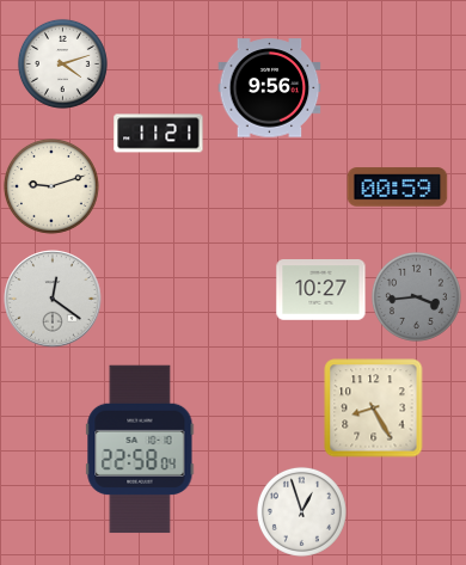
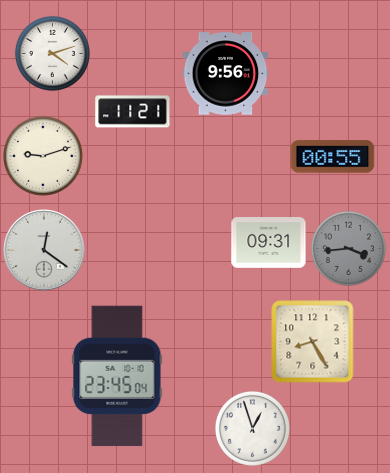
clock at (398, 188): 00:59 -> 00:55
clock at (321, 290): 10:27 -> 09:31
clock at (140, 449): 22:58 -> 23:45
